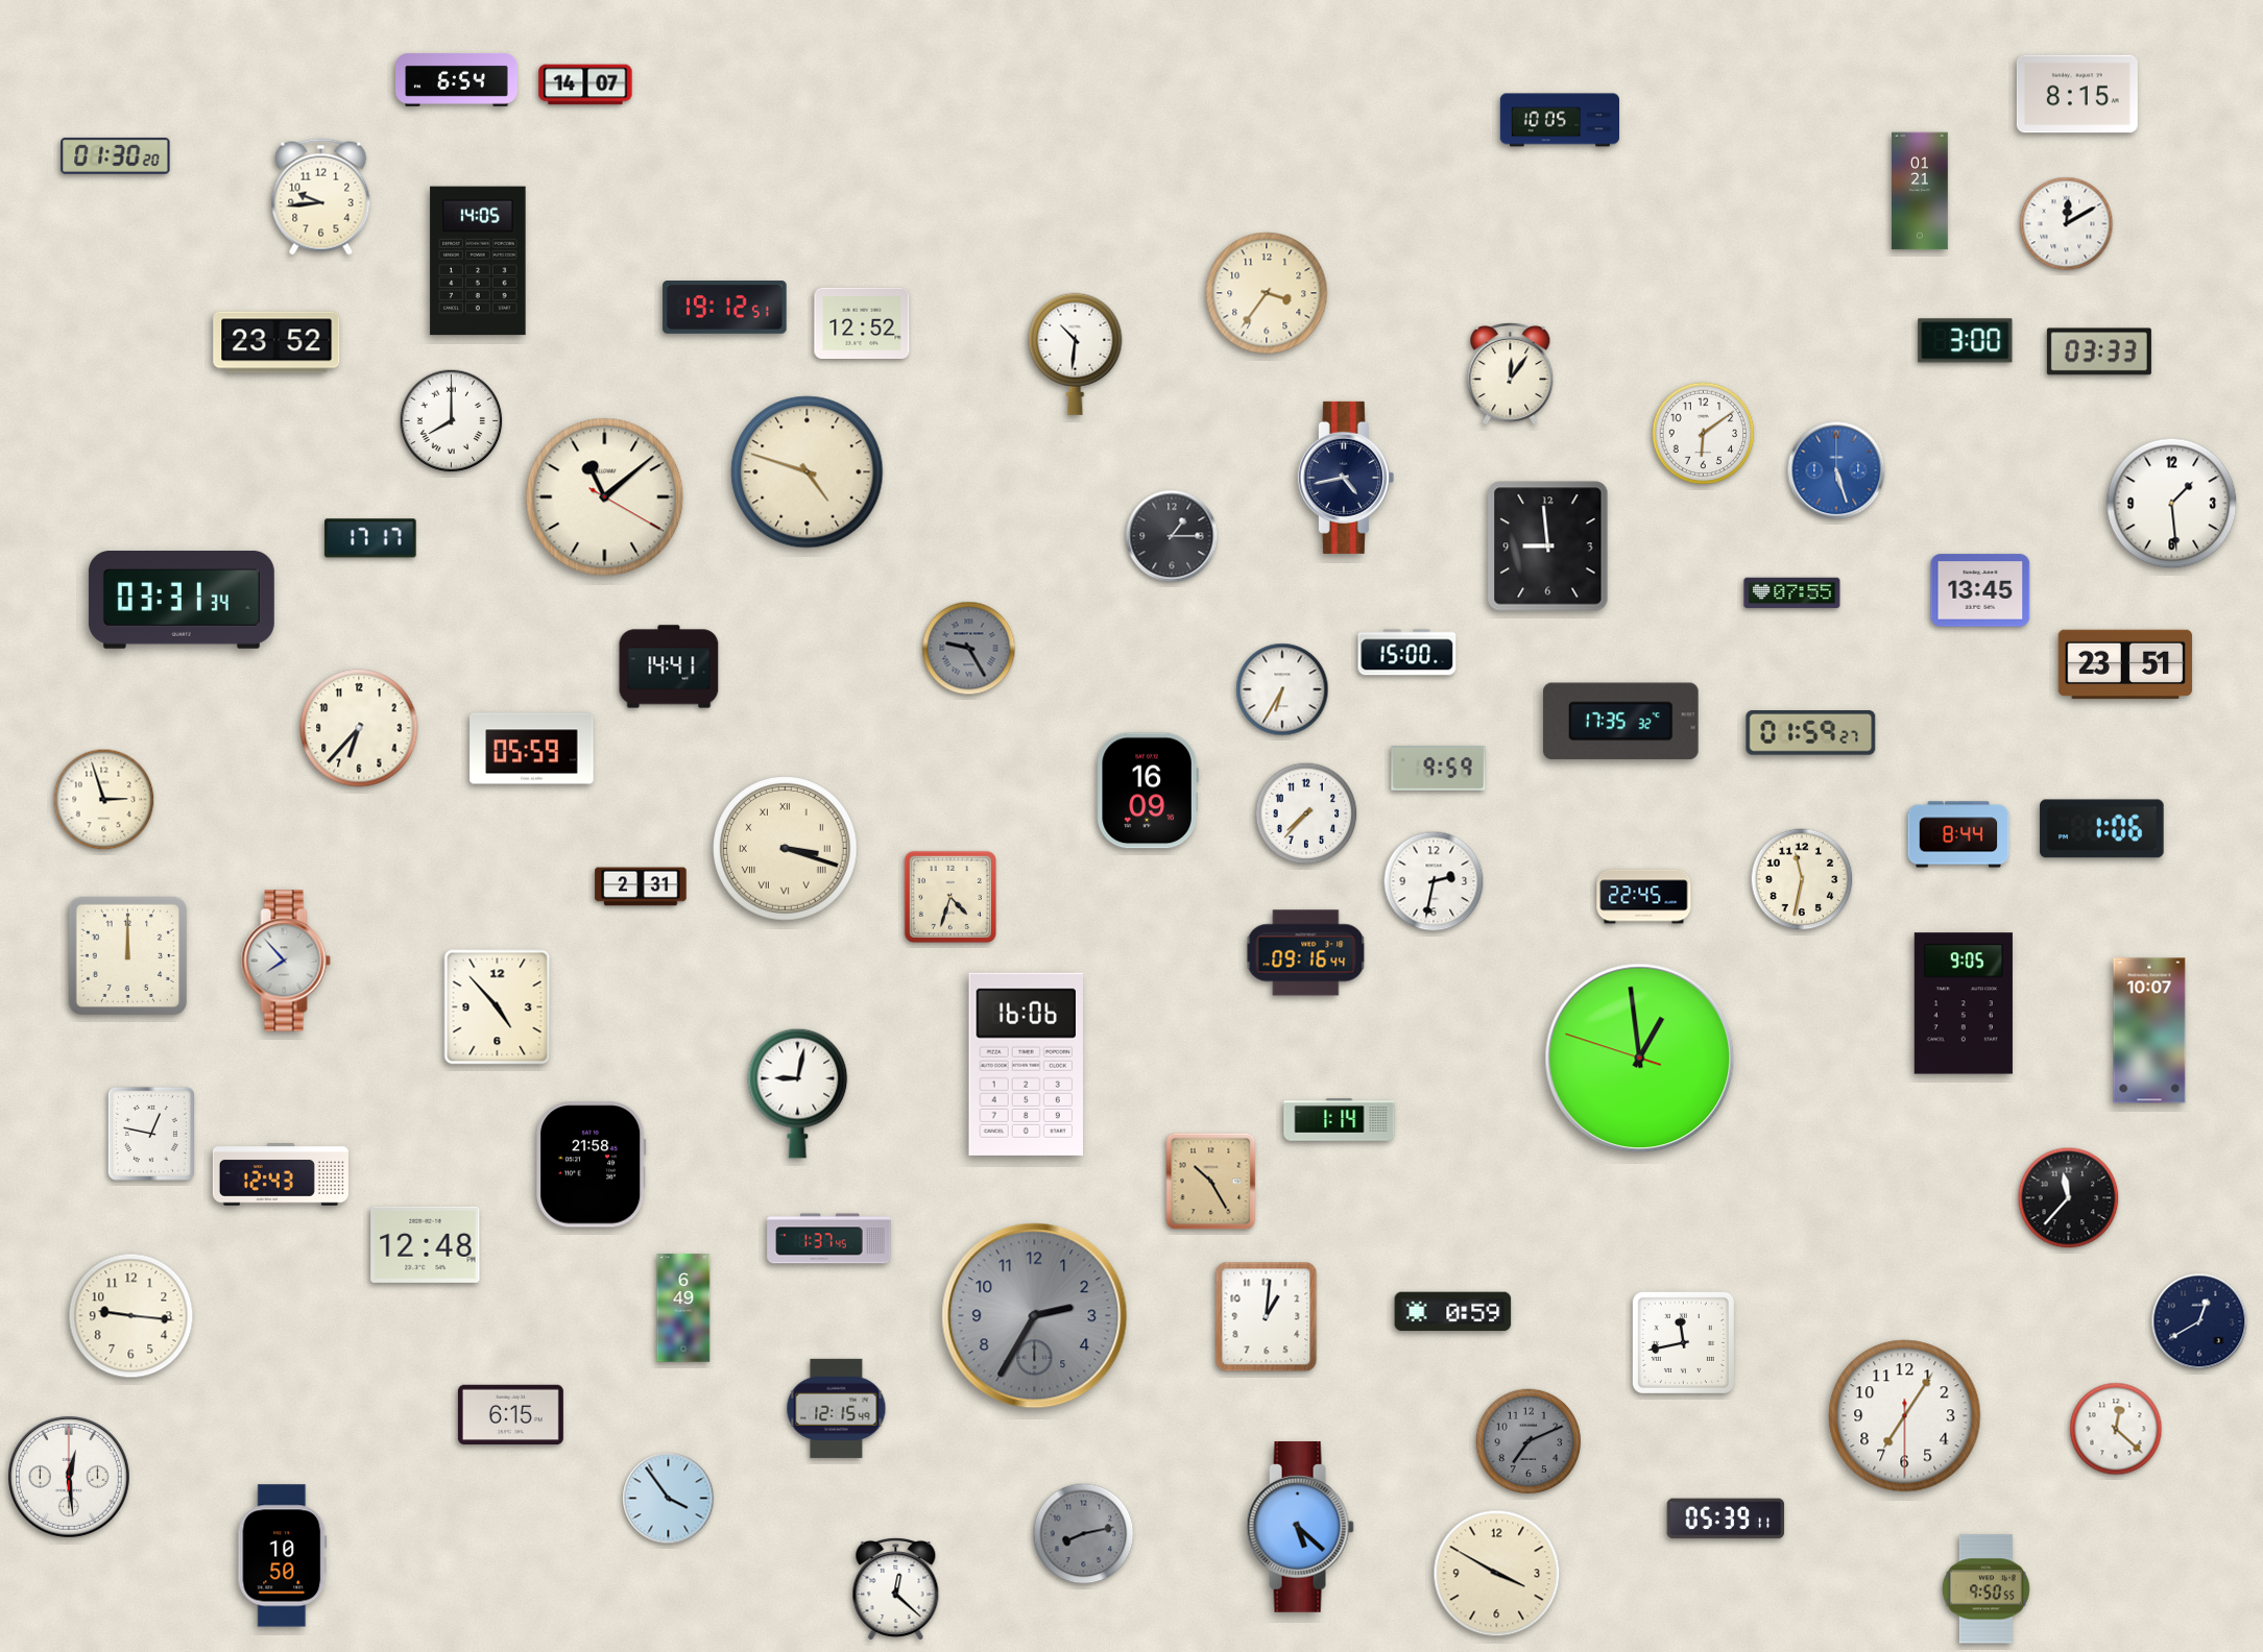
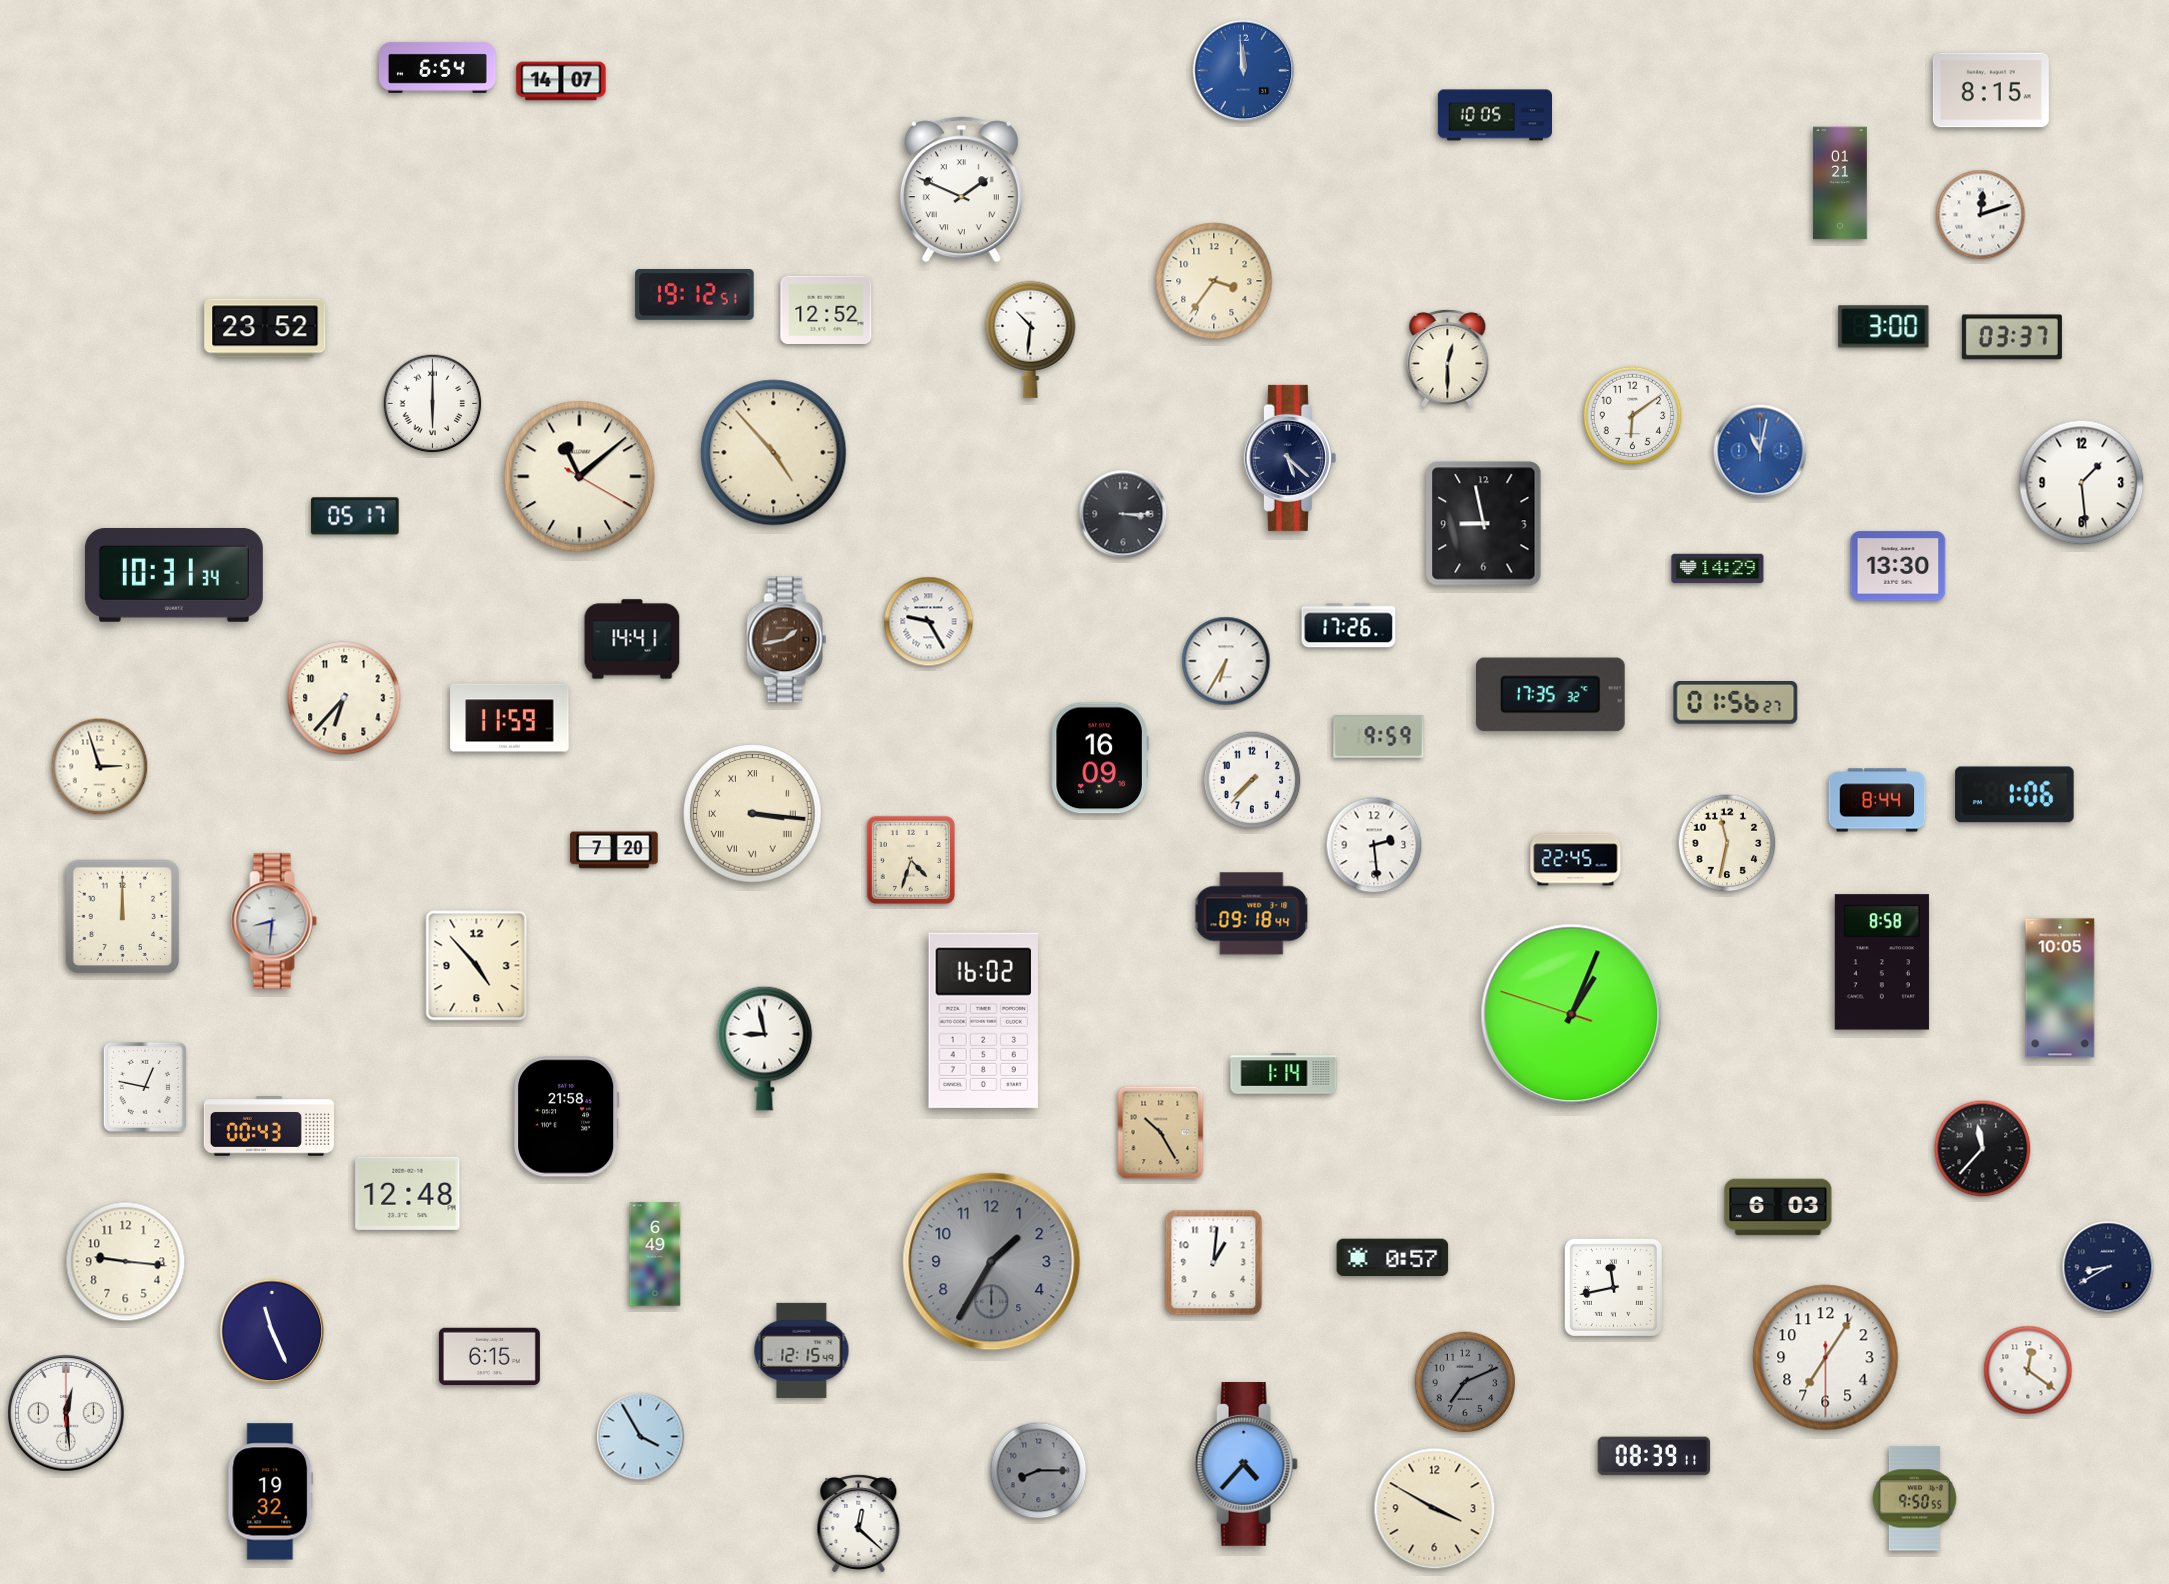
clock at (1244, 71): none -> 11:59
clock at (457, 79) position: (457, 79) -> (438, 67)
clock at (116, 155): 01:30 -> none
clock at (321, 197): 9:44 -> none
clock at (961, 190): none -> 1:49
clock at (2067, 224): 12:10 -> 12:12
clock at (478, 261): 14:05 -> none
clock at (2099, 351): 03:33 -> 03:37
clock at (1511, 373): 12:06 -> 12:30
clock at (452, 421): 8:00 -> 6:00
clock at (1836, 470): 5:27 -> 11:02
clock at (808, 472): 4:48 -> 4:53
clock at (1346, 478): 4:43 -> 5:22
clock at (1172, 536): 1:15 -> 3:15
clock at (370, 538): 17:17 -> 05:17
clock at (1548, 546): 8:59 -> 8:58
clock at (1980, 590): 13:45 -> 13:30
clock at (1792, 593): 07:55 -> 14:29
clock at (182, 600): 03:31 -> 10:31
clock at (969, 649) dial: grey -> white
clock at (1407, 653): 15:00 -> 17:26
clock at (2125, 664): 23:51 -> none
clock at (669, 666) position: (669, 666) -> (632, 639)
clock at (787, 640): none -> 1:43
clock at (1282, 689) position: (1282, 689) -> (1226, 661)
clock at (1620, 722) position: (1620, 722) -> (1550, 695)
clock at (1811, 733): 01:59 -> 01:56
clock at (532, 749): 05:59 -> 11:59
clock at (786, 849): 3:18 -> 3:16
clock at (1434, 881): 2:32 -> 2:29
clock at (641, 886): 2:31 -> 7:20
clock at (1306, 953): 09:16 -> 09:18
clock at (286, 961): 7:53 -> 8:31
clock at (1964, 1003): 9:05 -> 8:58
clock at (2149, 1030): 10:07 -> 10:05
clock at (1640, 1059): 12:58 -> 1:03
clock at (1026, 1064): 16:06 -> 16:02
clock at (798, 1093): 9:02 -> 8:58
clock at (281, 1175): 12:43 -> 00:43
clock at (829, 1239): 1:37 -> none
clock at (1778, 1207): none -> 6:03
clock at (1453, 1312): 0:59 -> 0:57
clock at (1035, 1316): 2:35 -> 1:35
clock at (2199, 1321): 12:40 -> 8:40
clock at (272, 1331): none -> 11:26
clock at (2116, 1429): 12:22 -> 12:21
clock at (70, 1478) position: (70, 1478) -> (67, 1414)
clock at (669, 1499): 3:54 -> 3:55
clock at (1726, 1519): 05:39 -> 08:39
clock at (1300, 1527): 5:22 -> 4:37
clock at (1084, 1534): 8:13 -> 8:15
clock at (283, 1556): 10:50 -> 19:32
clock at (1985, 1589) position: (1985, 1589) -> (1914, 1499)
